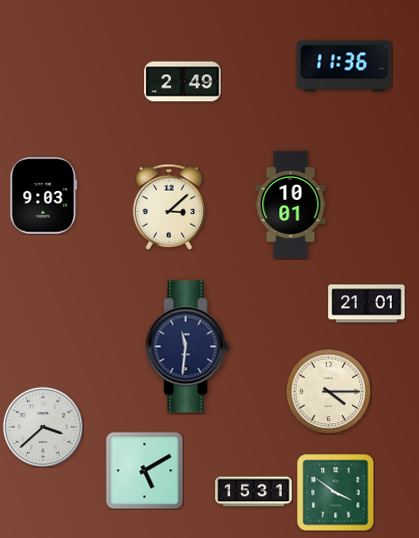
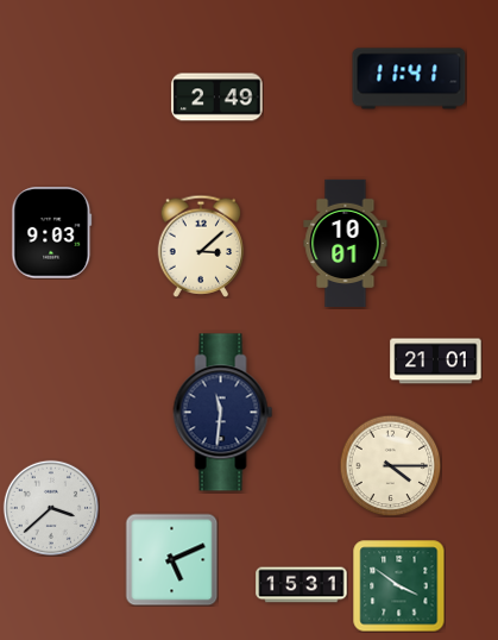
clock at (344, 66): 11:36 -> 11:41
clock at (144, 470): 5:10 -> 5:11
